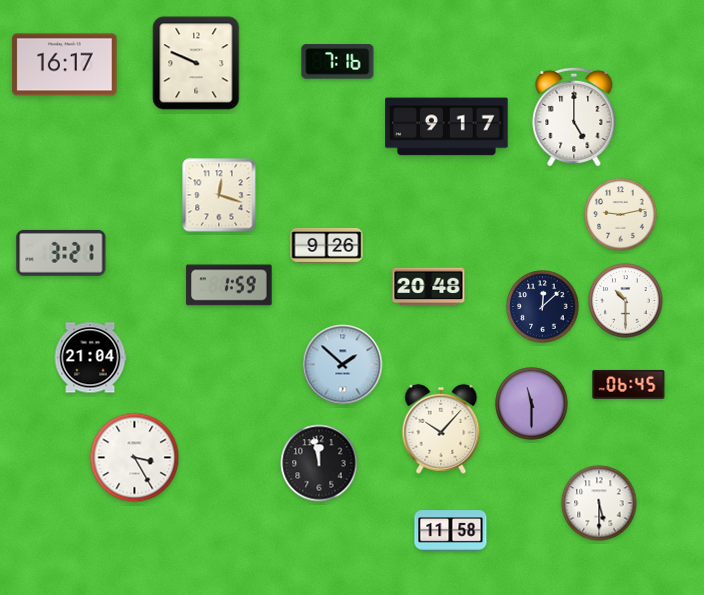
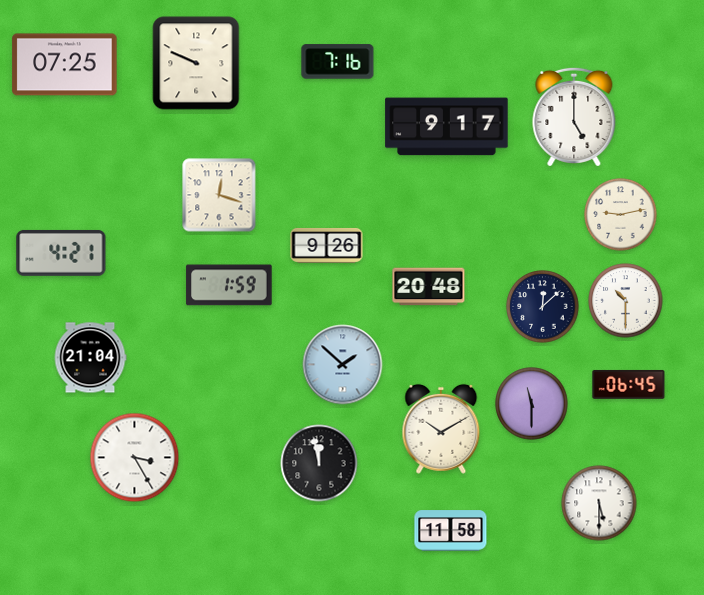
clock at (65, 65): 16:17 -> 07:25
clock at (61, 253): 3:21 -> 4:21
clock at (441, 429): 10:07 -> 10:10
